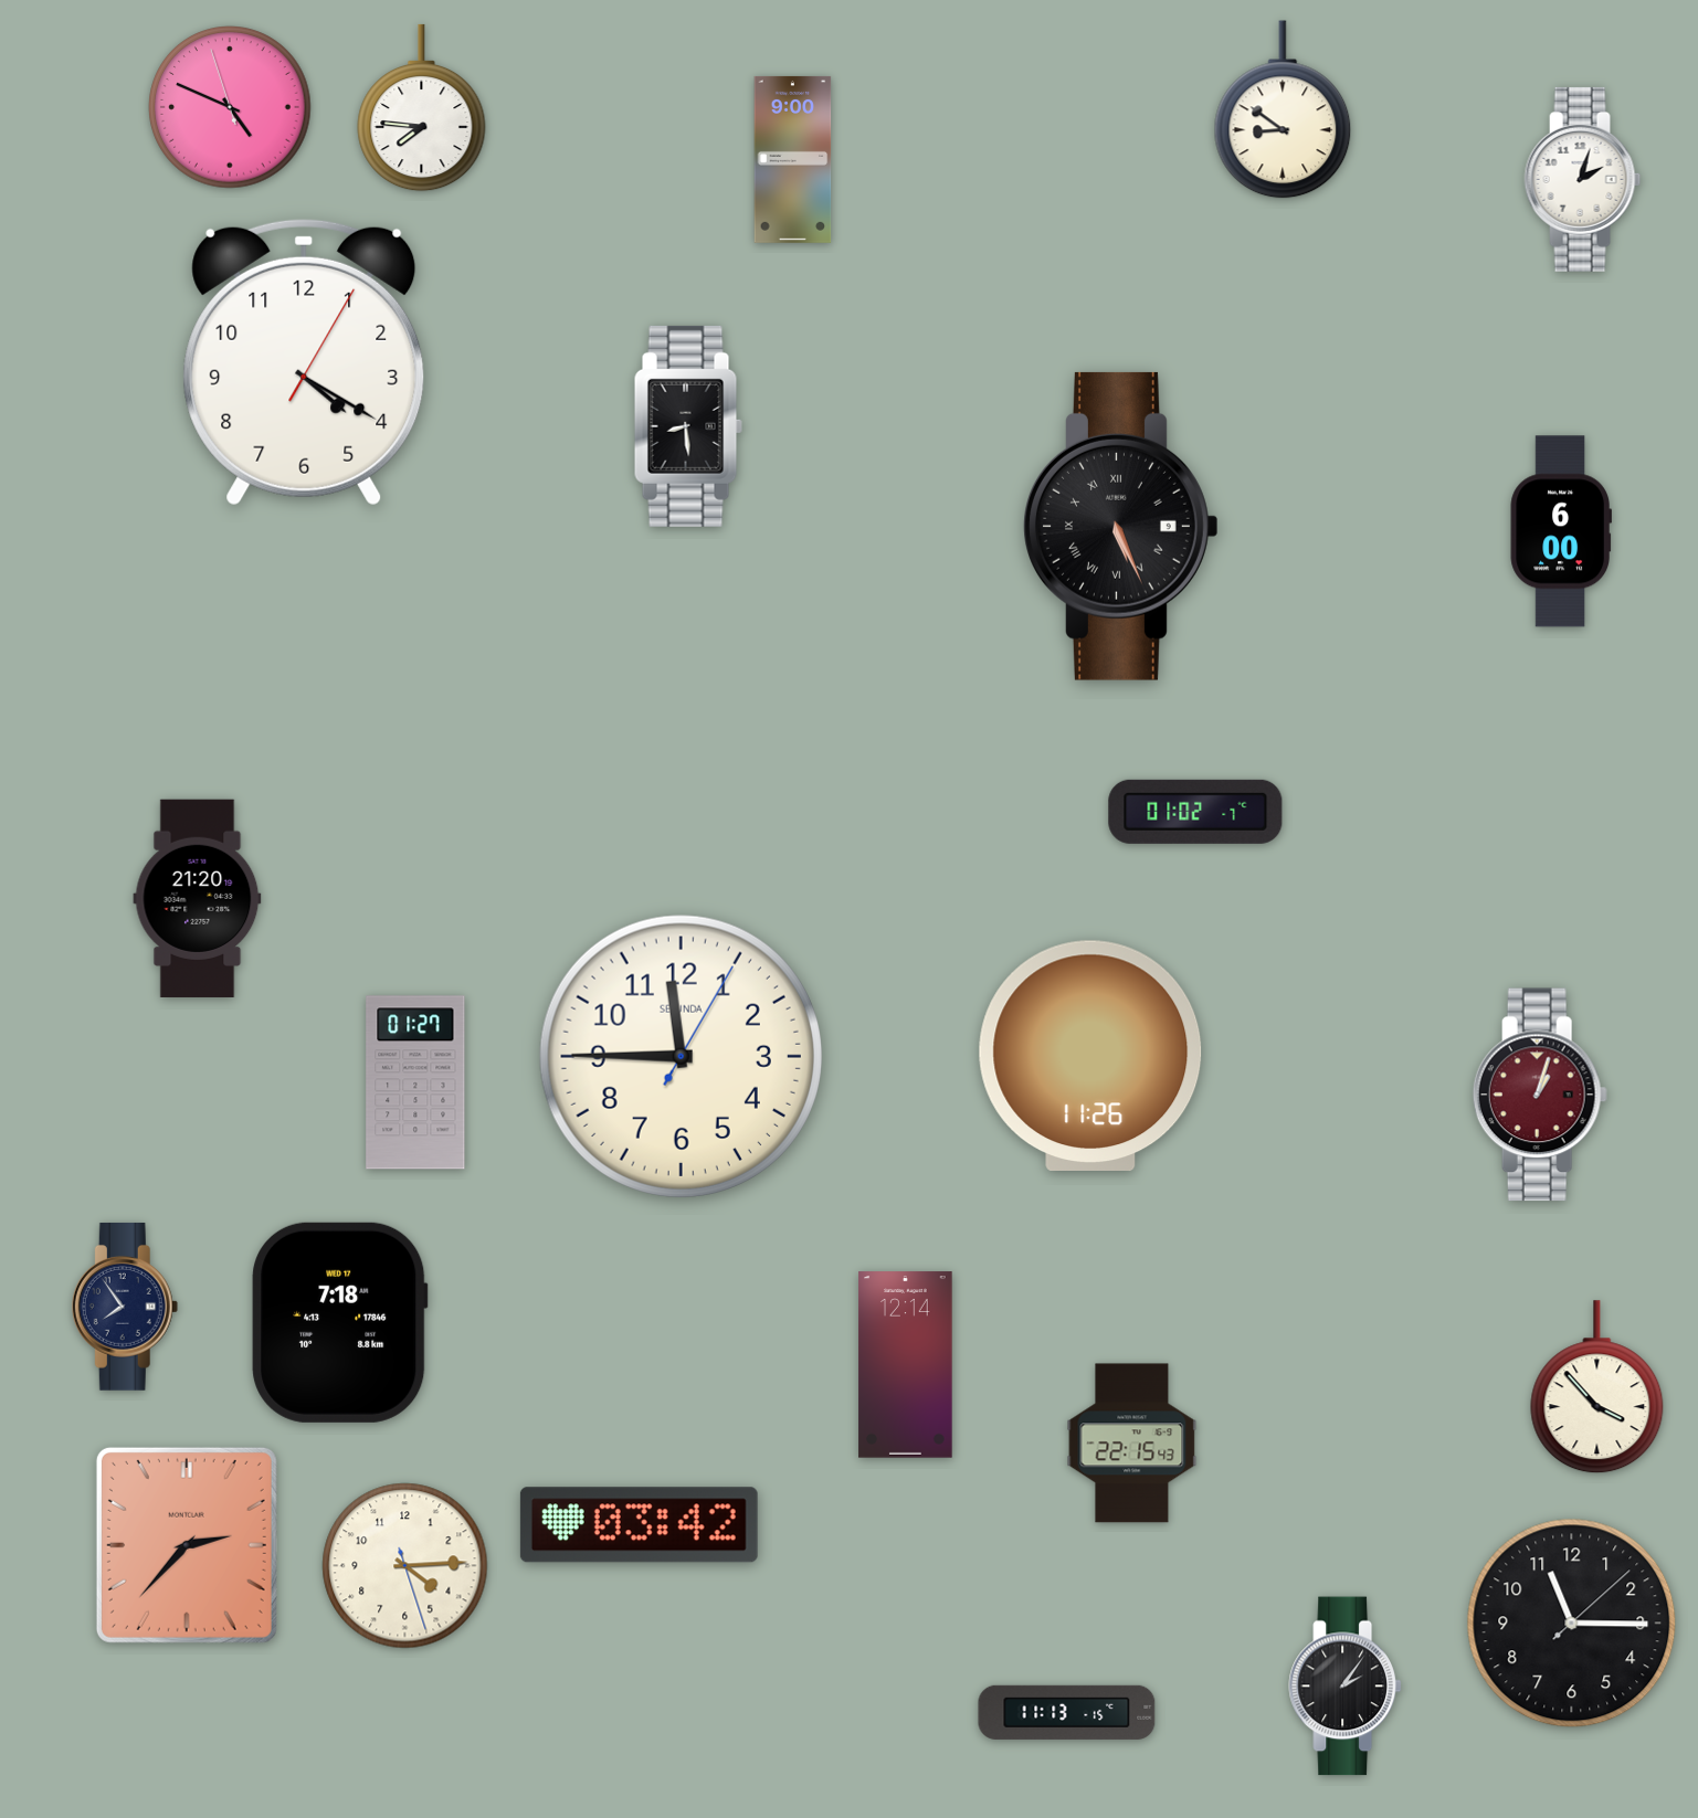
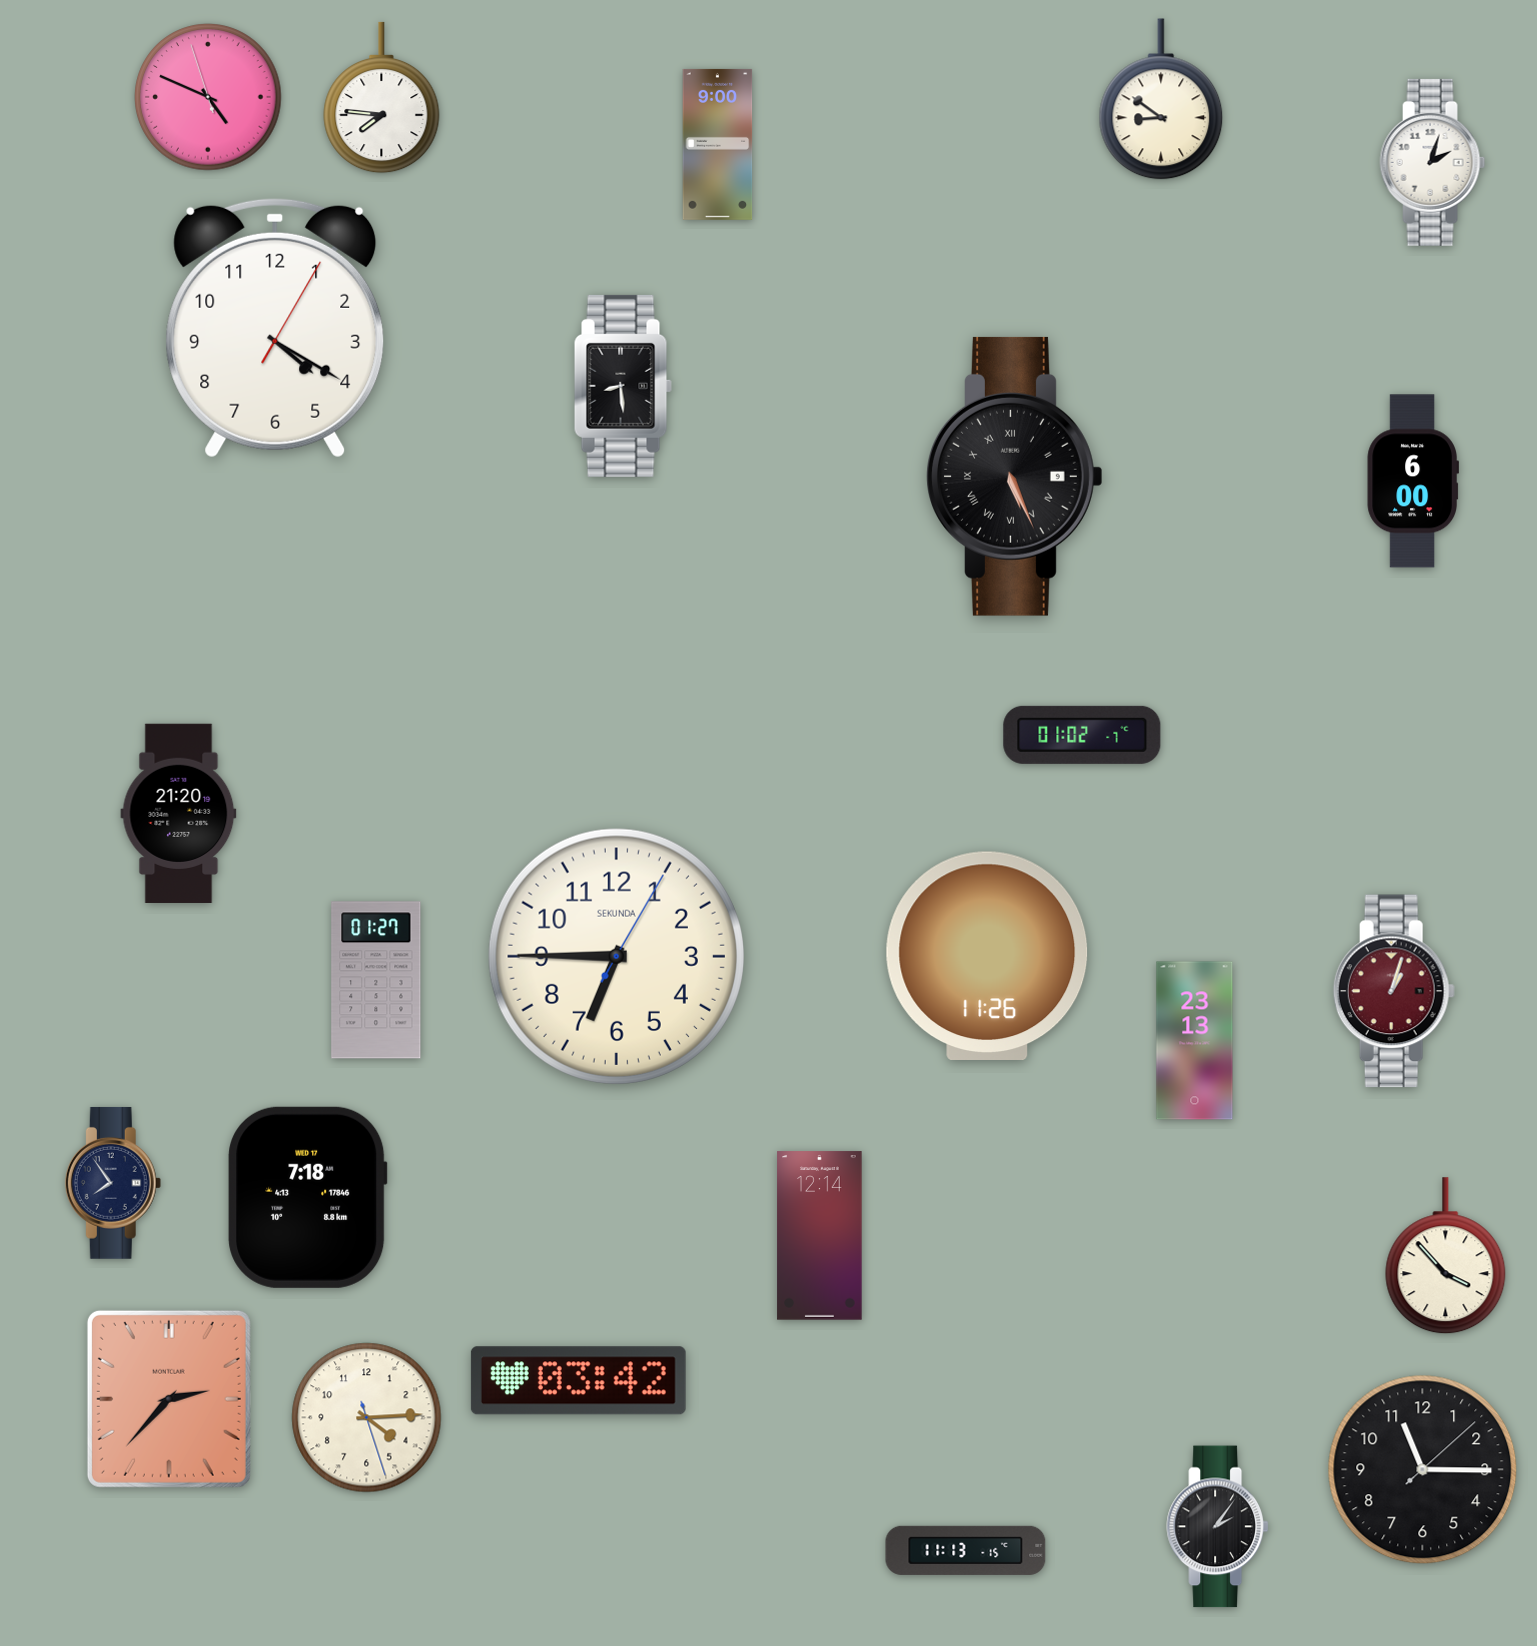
clock at (681, 1056): 11:45 -> 6:45
clock at (1195, 1041): none -> 23:13
clock at (1132, 1444): 22:15 -> none
